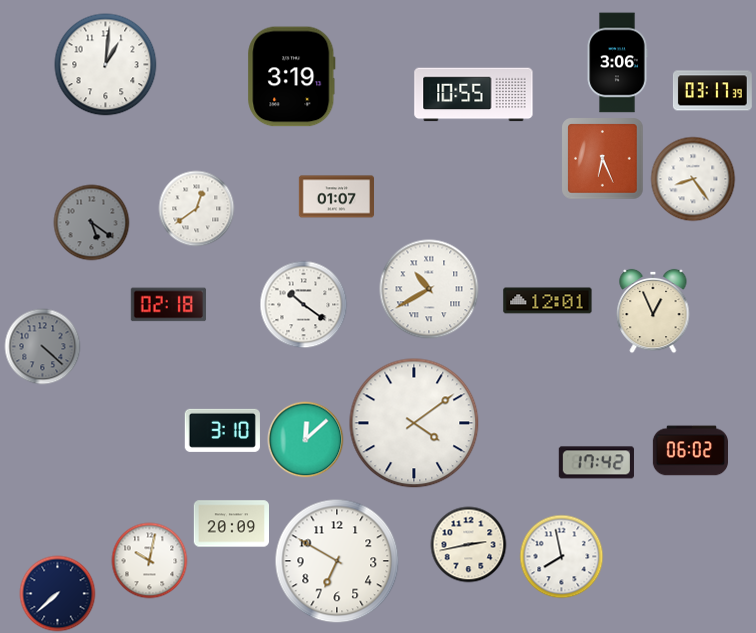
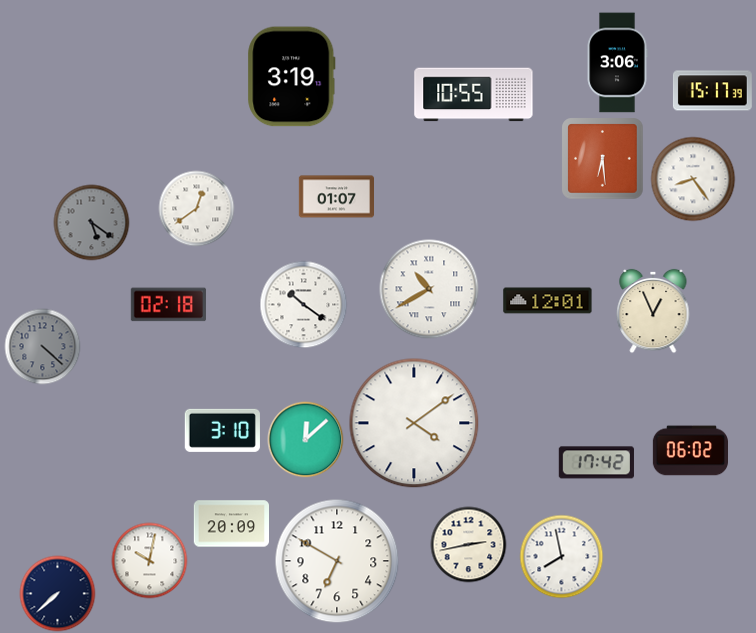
clock at (106, 65): 1:01 -> none
clock at (712, 91): 03:17 -> 15:17
clock at (603, 159): 6:26 -> 6:29
